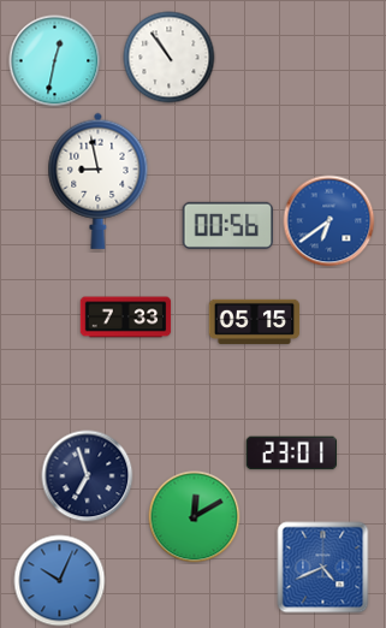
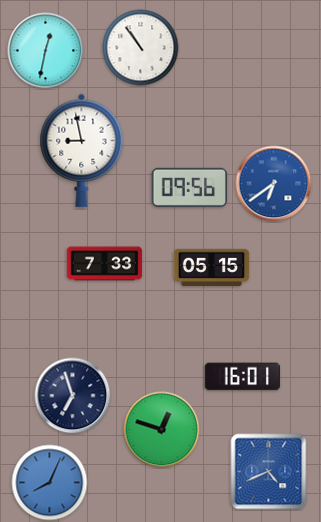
clock at (227, 225): 00:56 -> 09:56
clock at (292, 454): 23:01 -> 16:01
clock at (195, 517): 12:10 -> 12:48
clock at (60, 581): 10:04 -> 8:04
